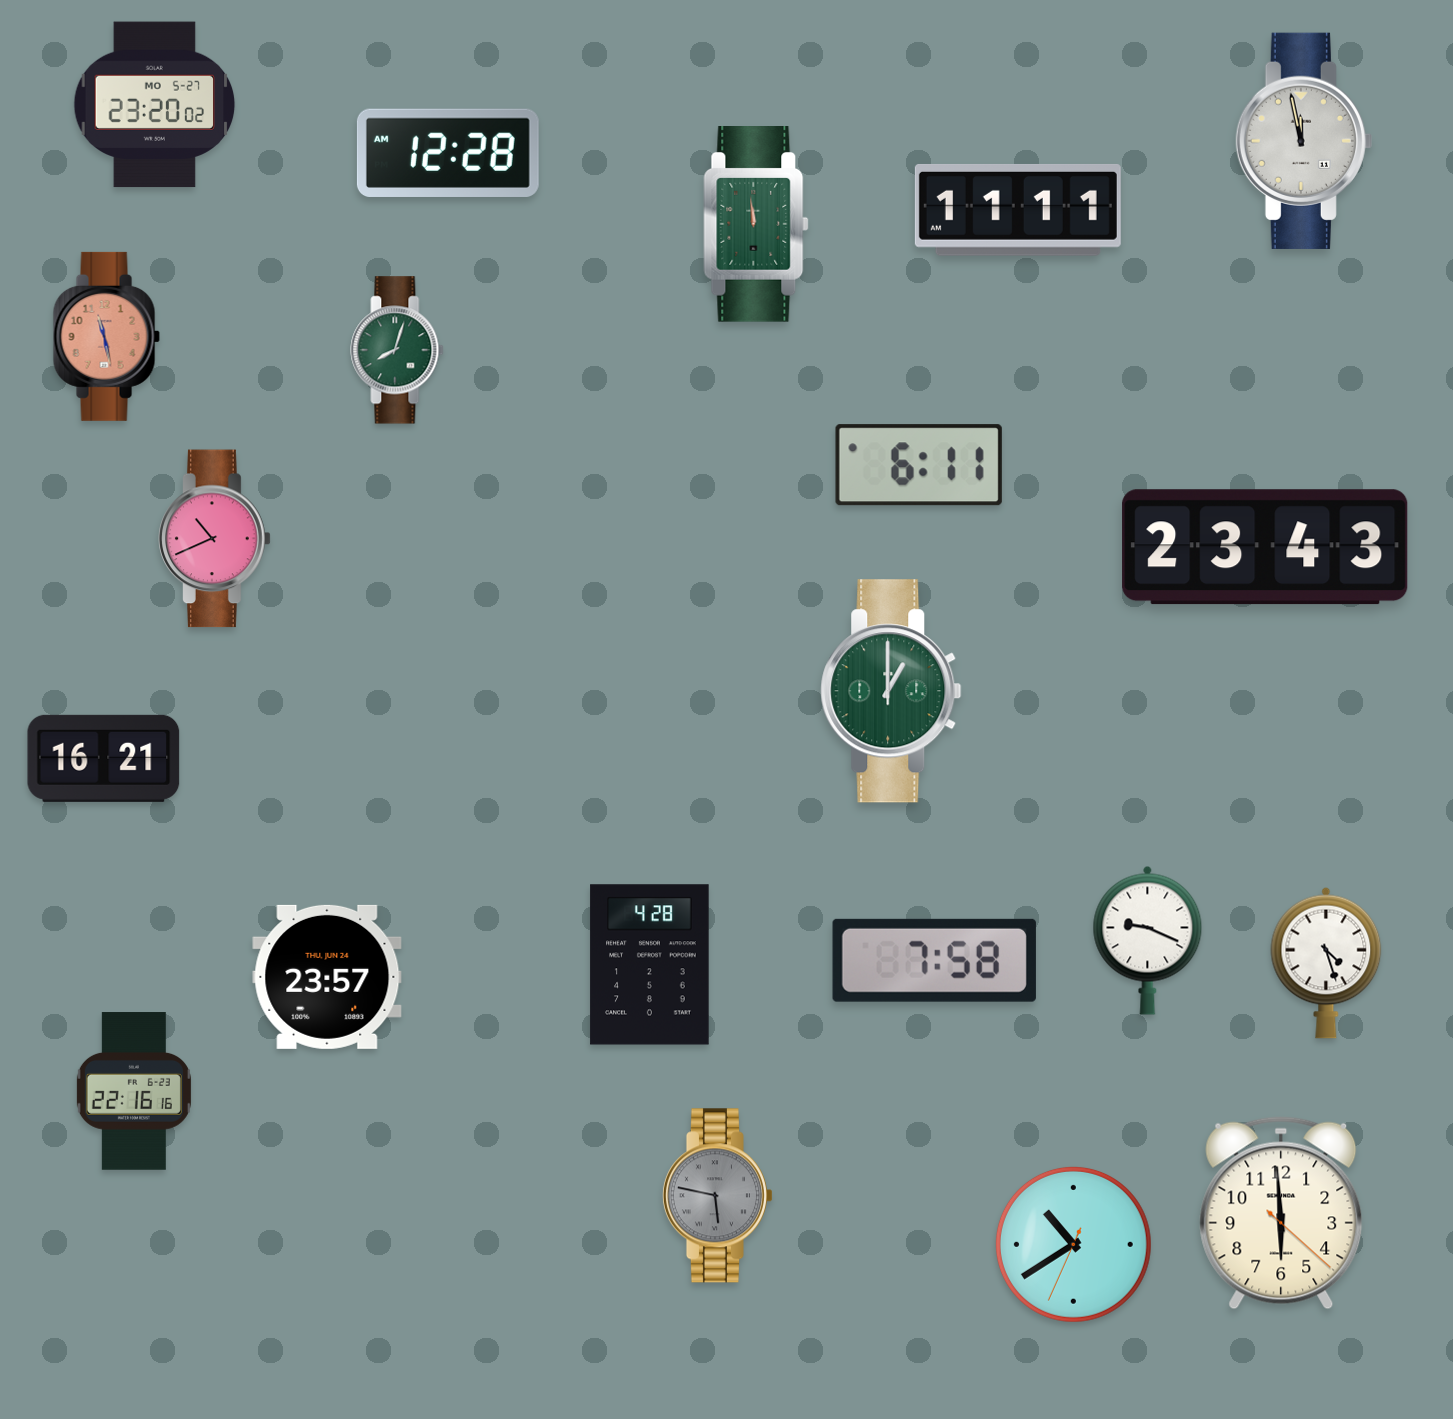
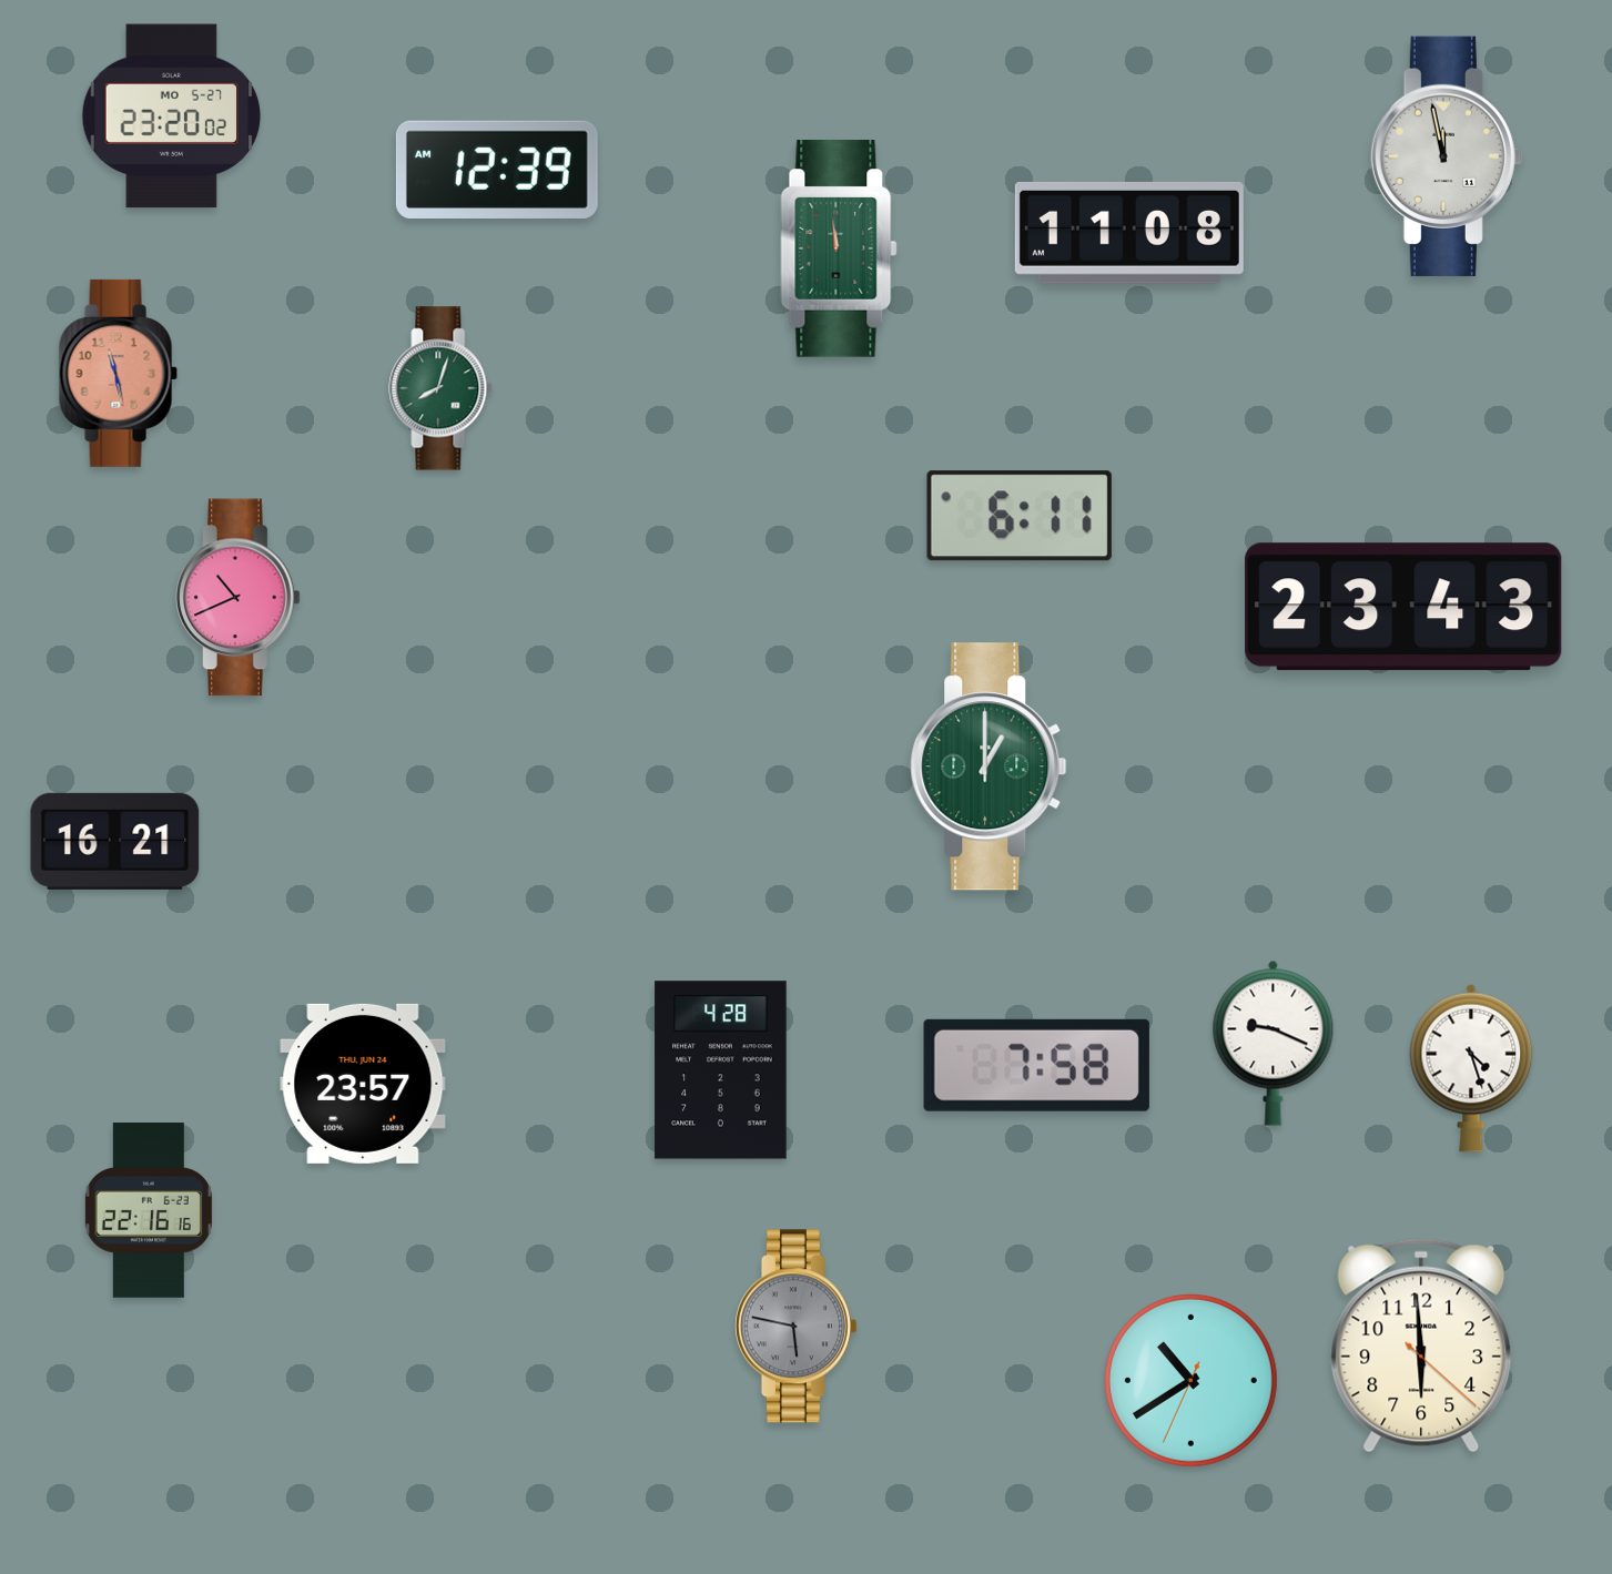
clock at (448, 153): 12:28 -> 12:39
clock at (1018, 210): 11:11 -> 11:08
